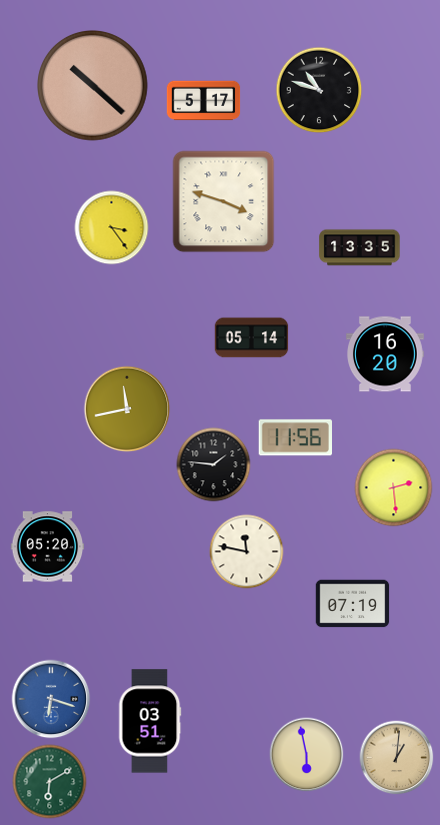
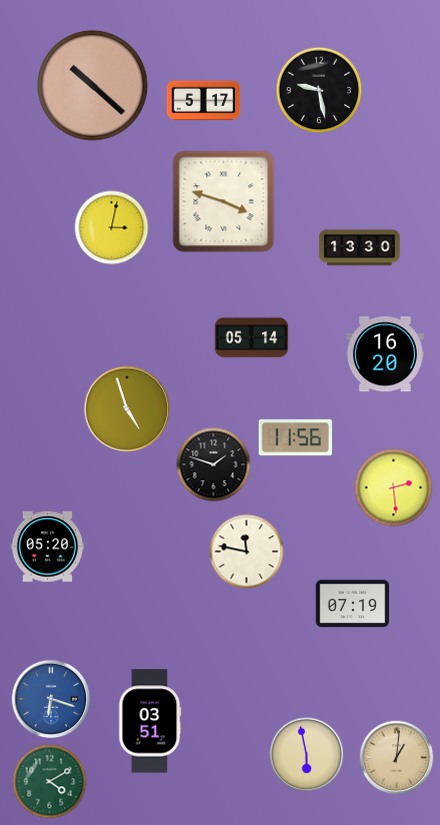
clock at (319, 90): 10:48 -> 9:28
clock at (112, 228): 3:24 -> 3:02
clock at (360, 248): 13:35 -> 13:30
clock at (127, 409): 11:43 -> 4:57
clock at (214, 465): 1:46 -> 1:48
clock at (50, 782): 6:10 -> 4:10
